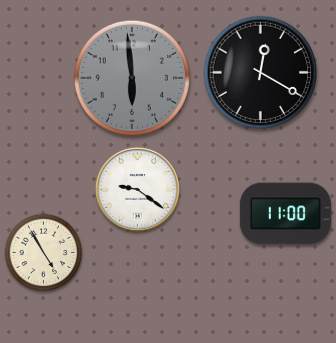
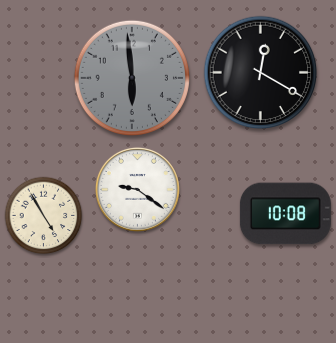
clock at (285, 214): 11:00 -> 10:08
clock at (44, 253) position: (44, 253) -> (44, 216)
